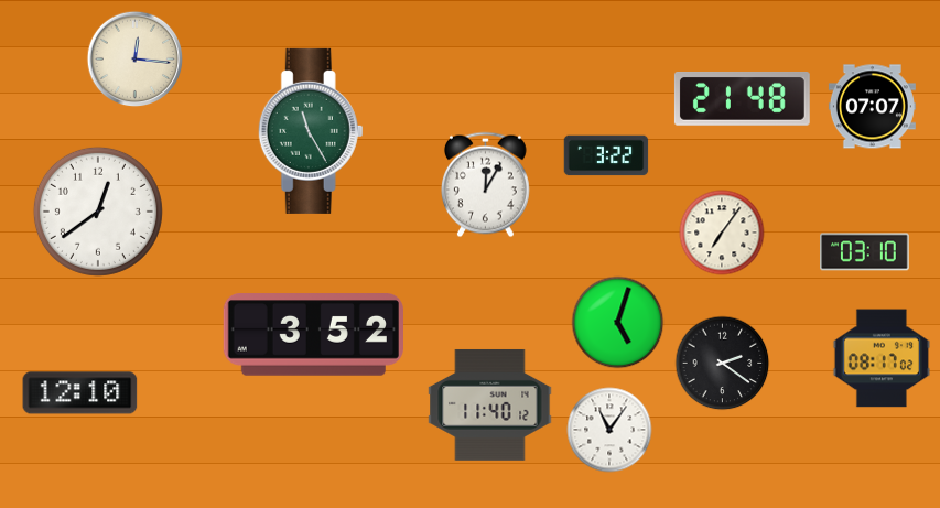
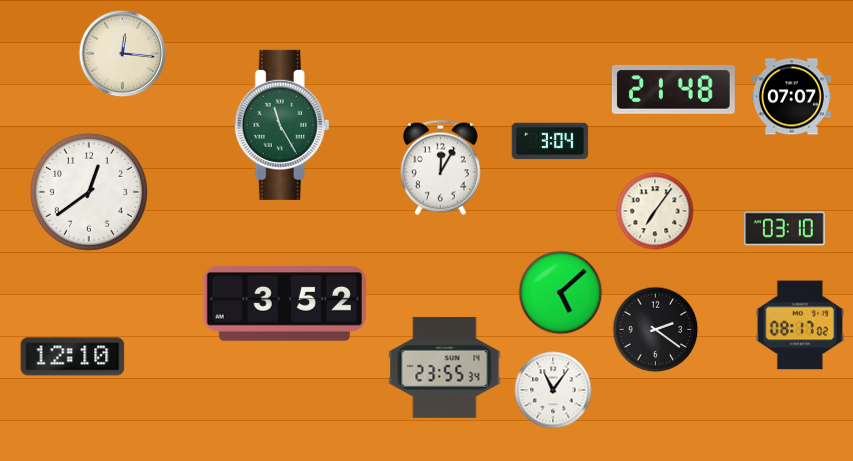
clock at (311, 131) position: (311, 131) -> (282, 125)
clock at (606, 155): 3:22 -> 3:04
clock at (618, 323): 5:03 -> 5:08
clock at (490, 404): 11:40 -> 23:55
